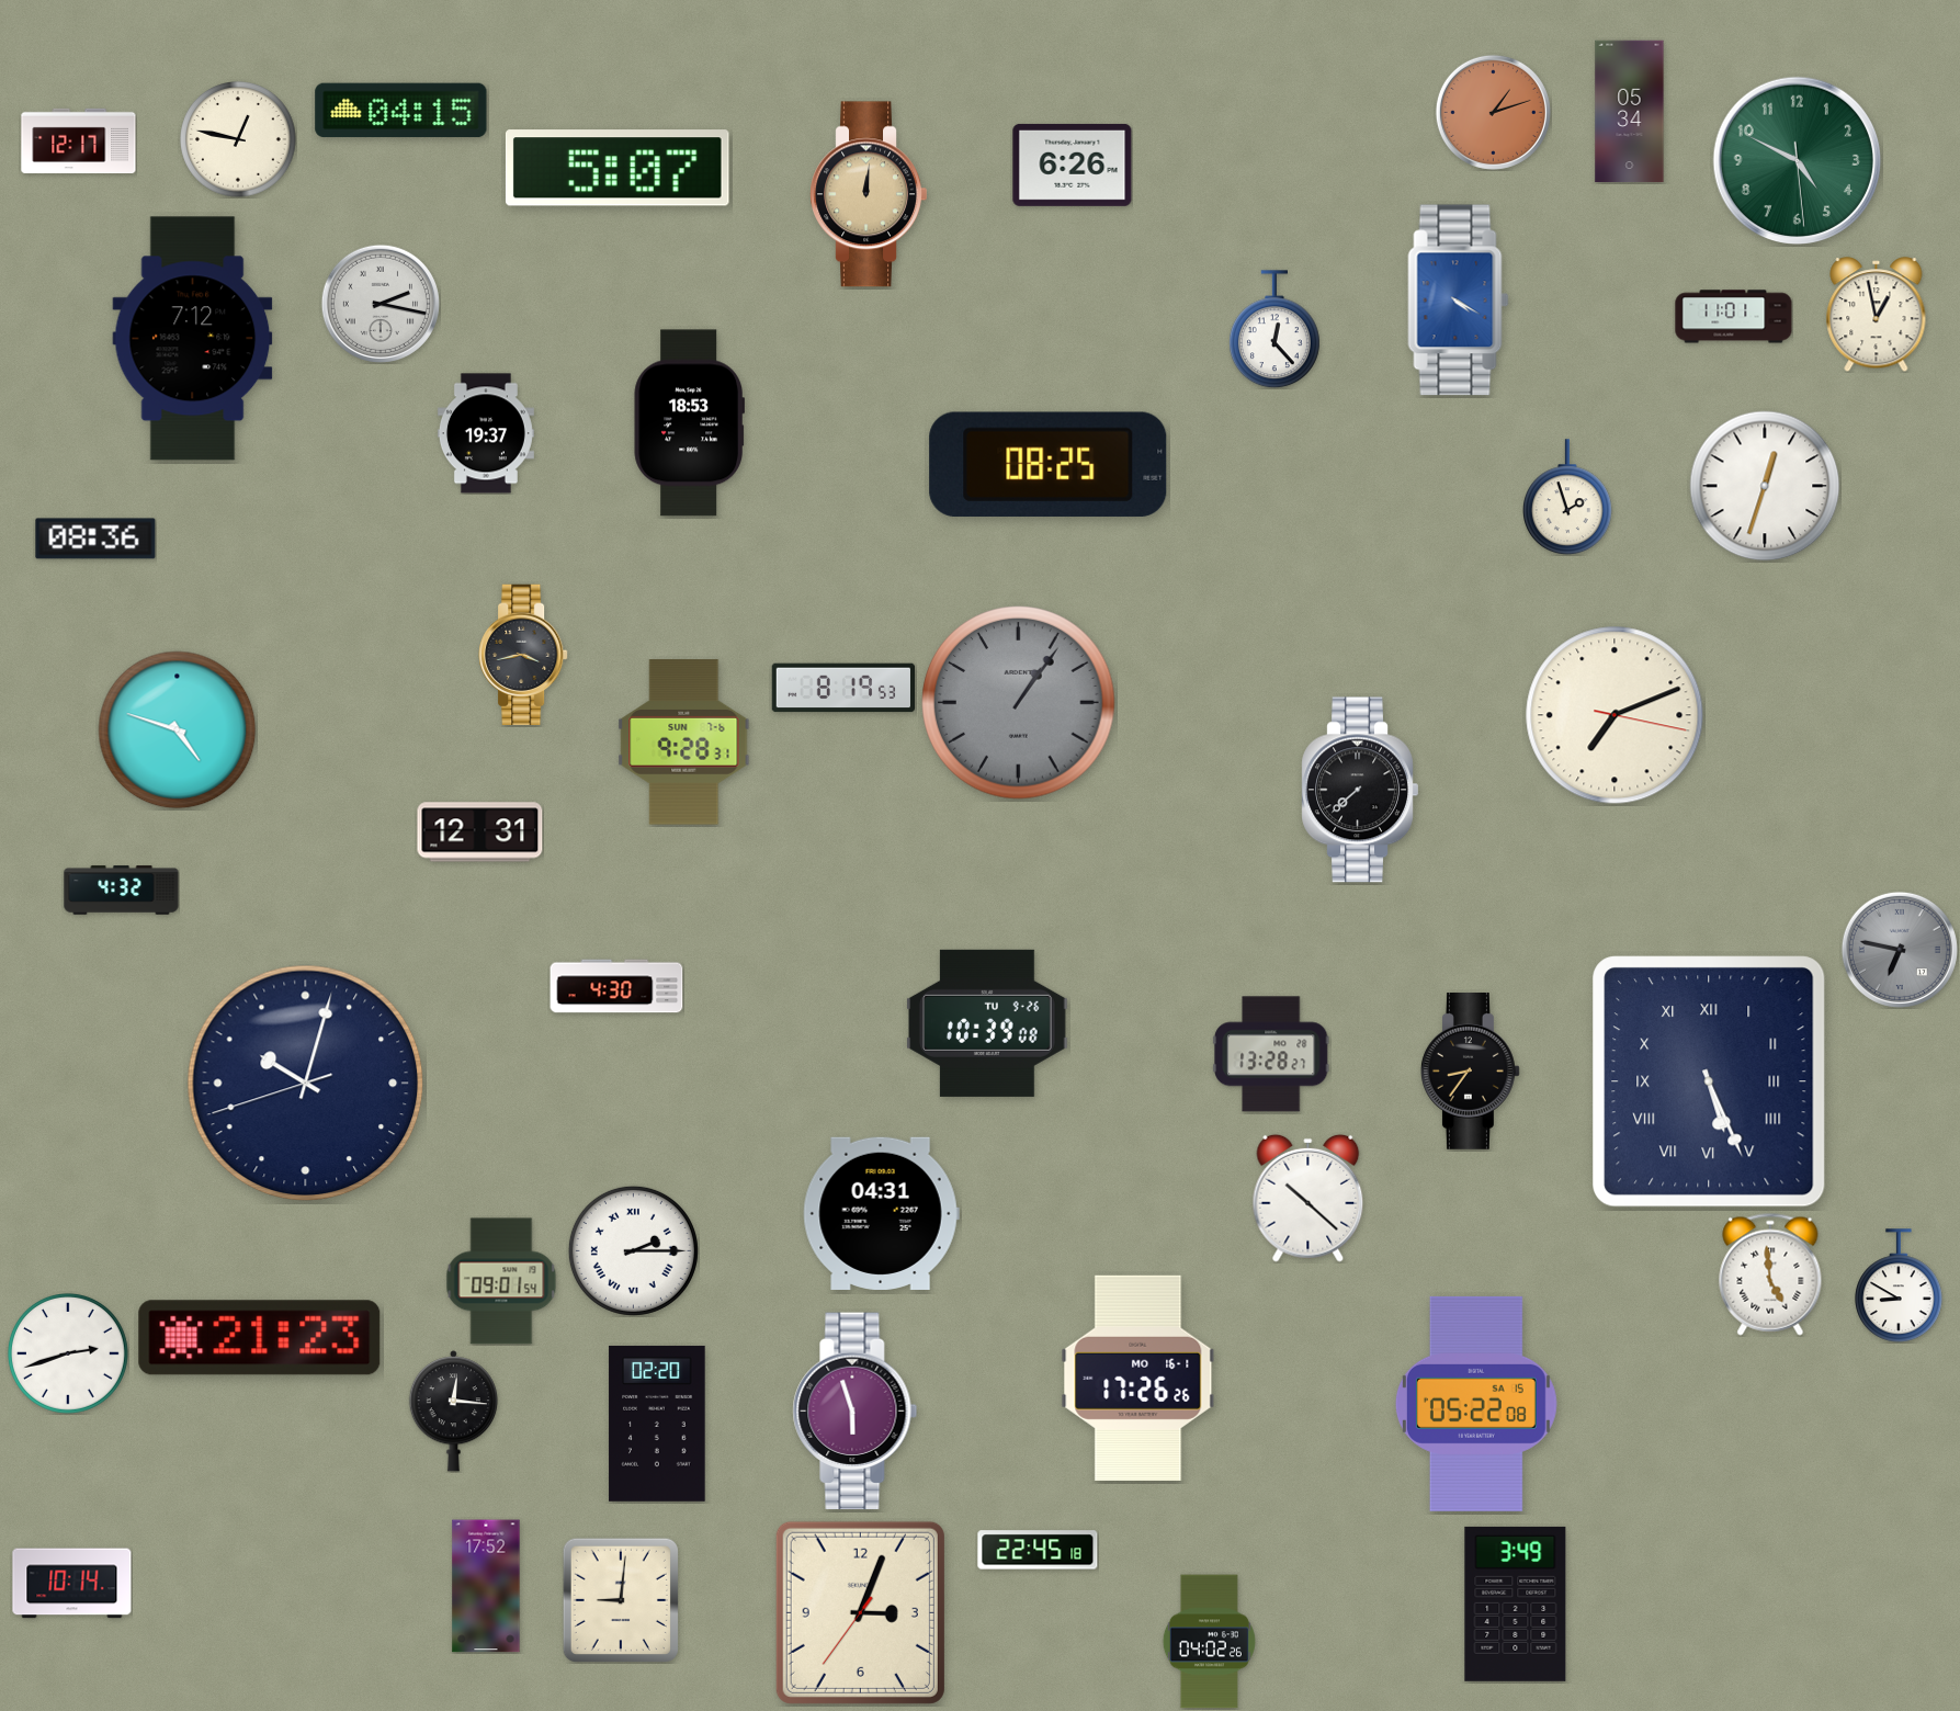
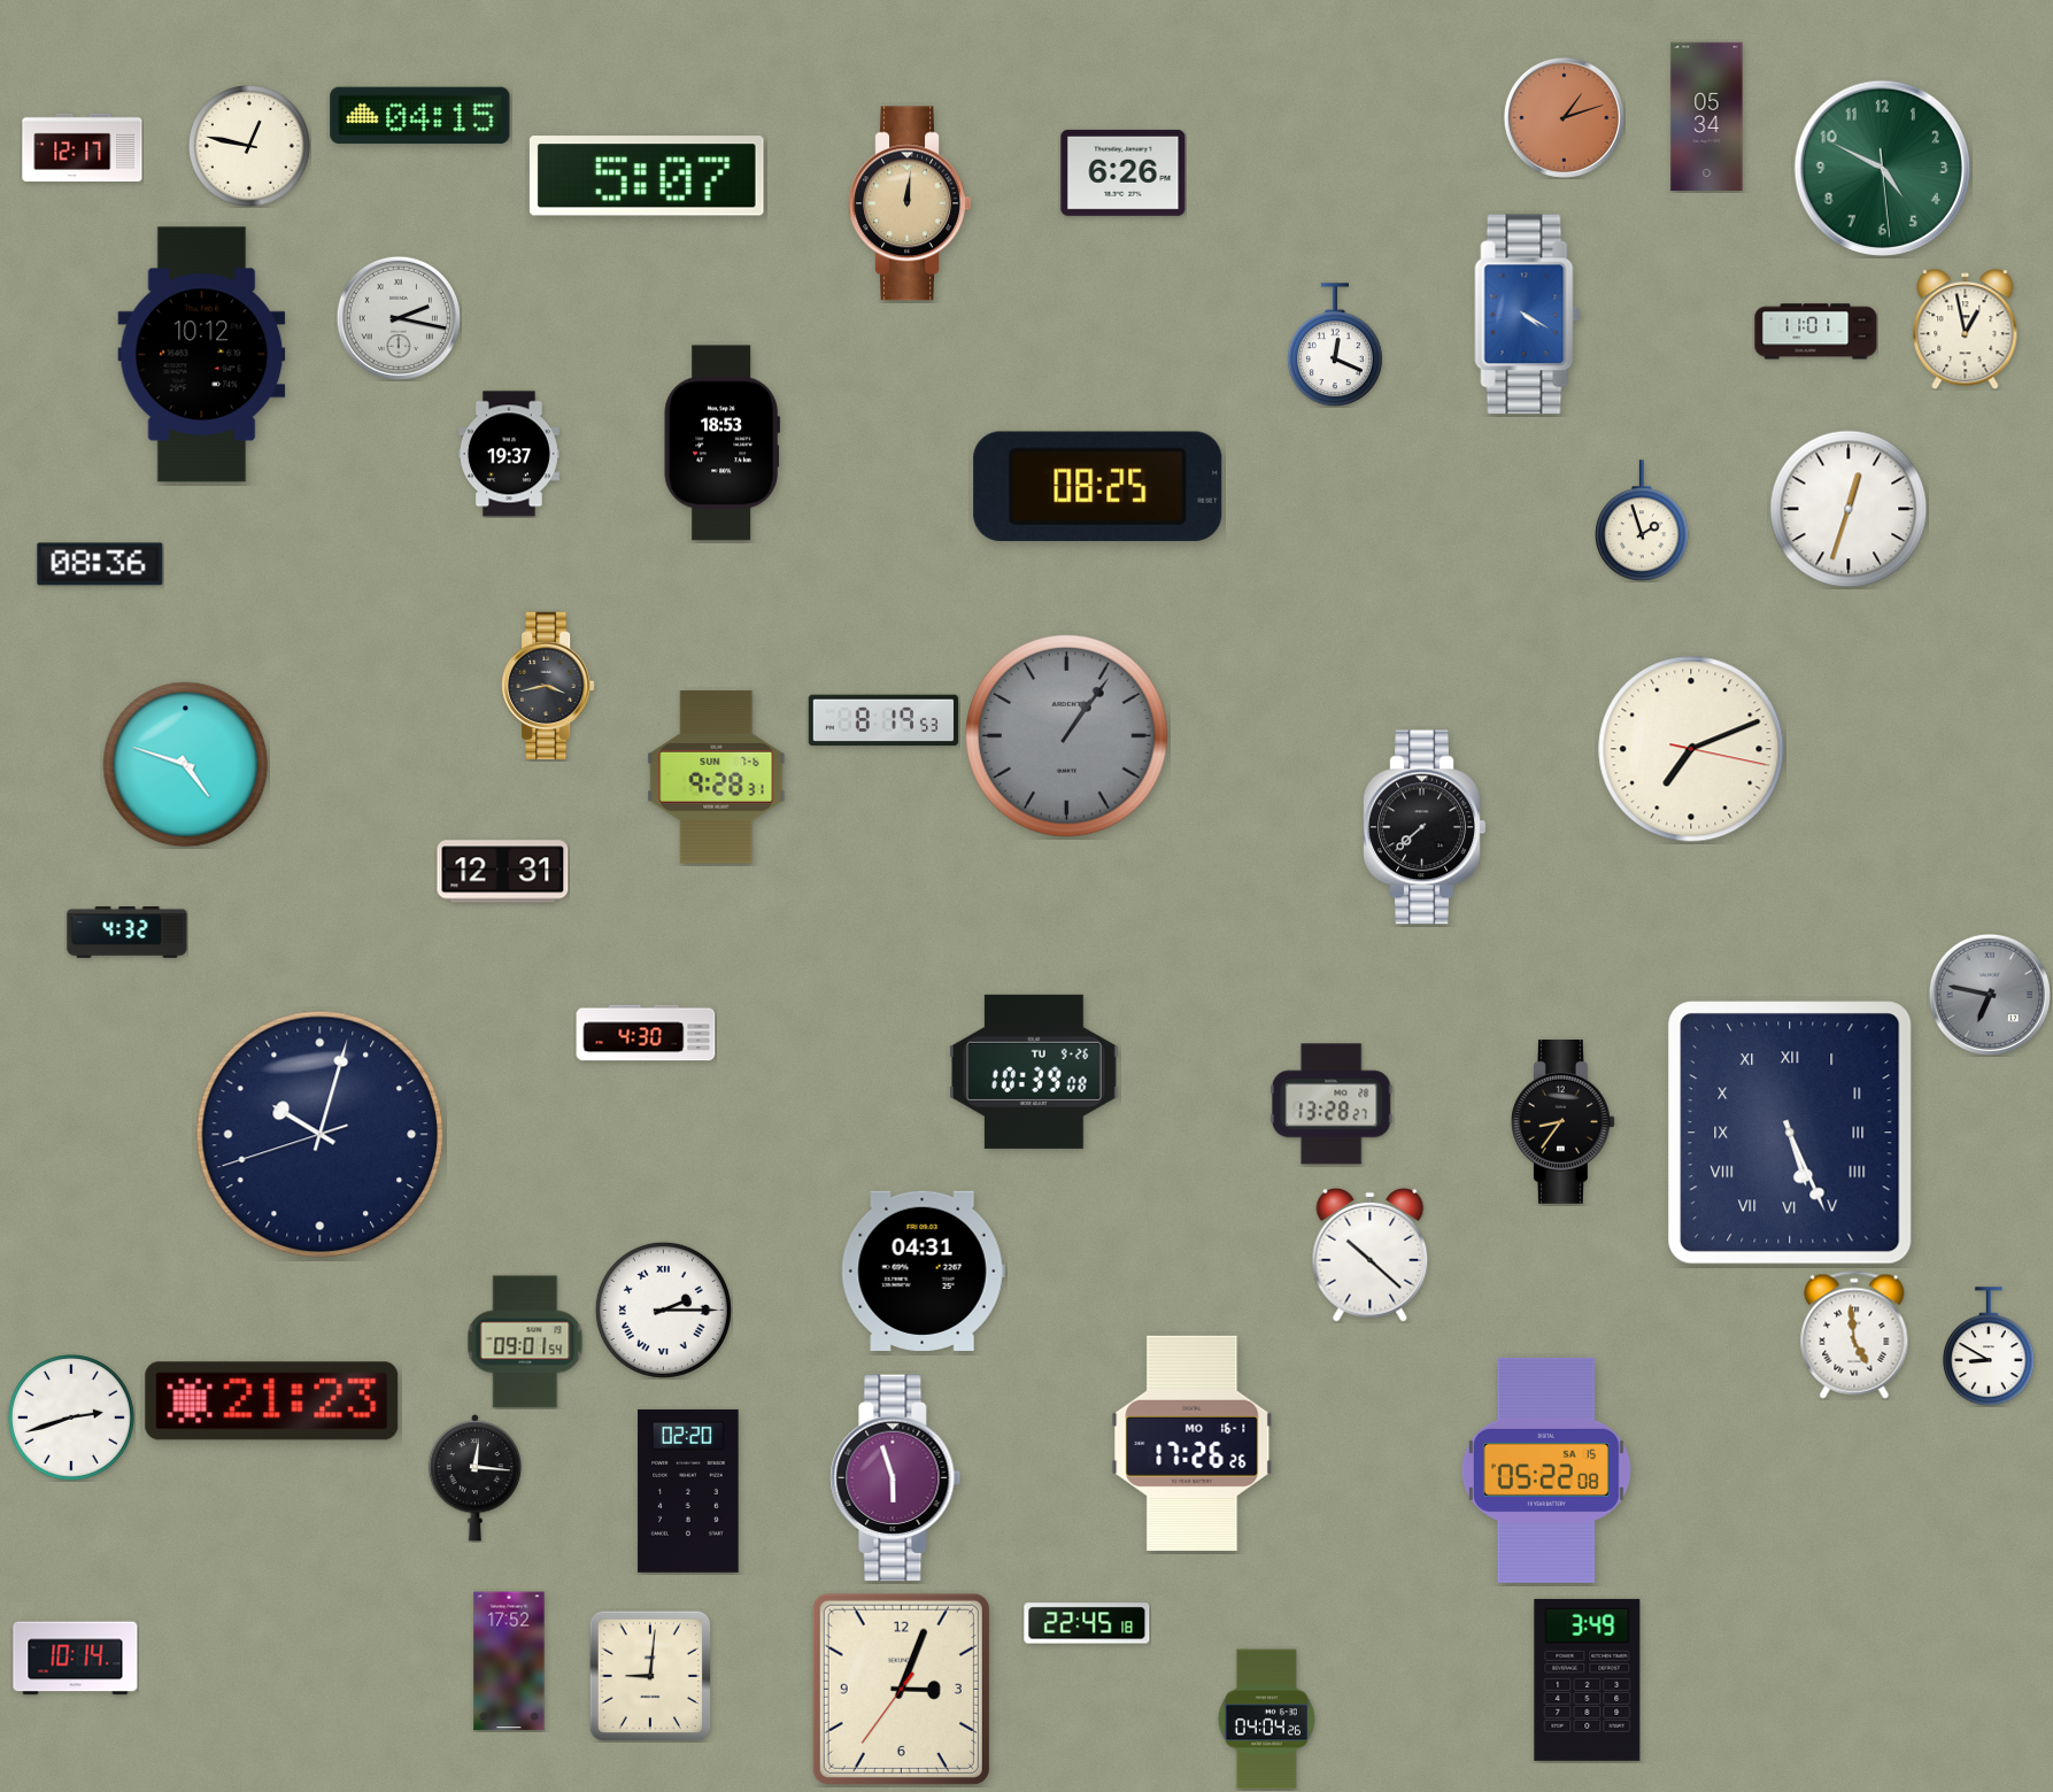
clock at (1274, 329): 12:23 -> 12:19
clock at (193, 339): 7:12 -> 10:12
clock at (1470, 1070) position: (1470, 1070) -> (1562, 1121)
clock at (1209, 1642): 04:02 -> 04:04
